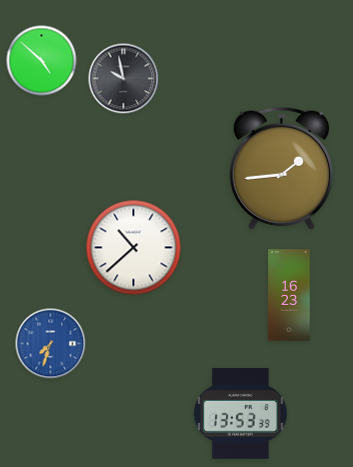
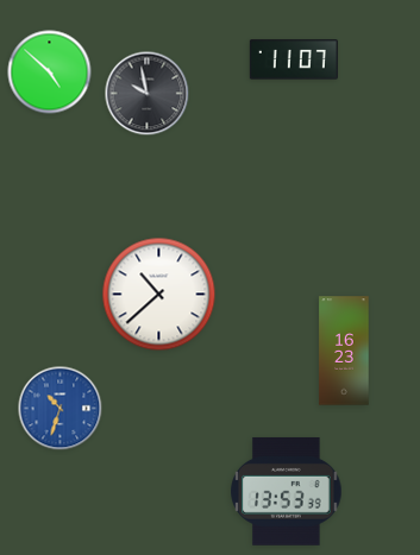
clock at (294, 59): none -> 11:07
clock at (281, 168): 1:44 -> none
clock at (51, 344): 7:33 -> 10:33
